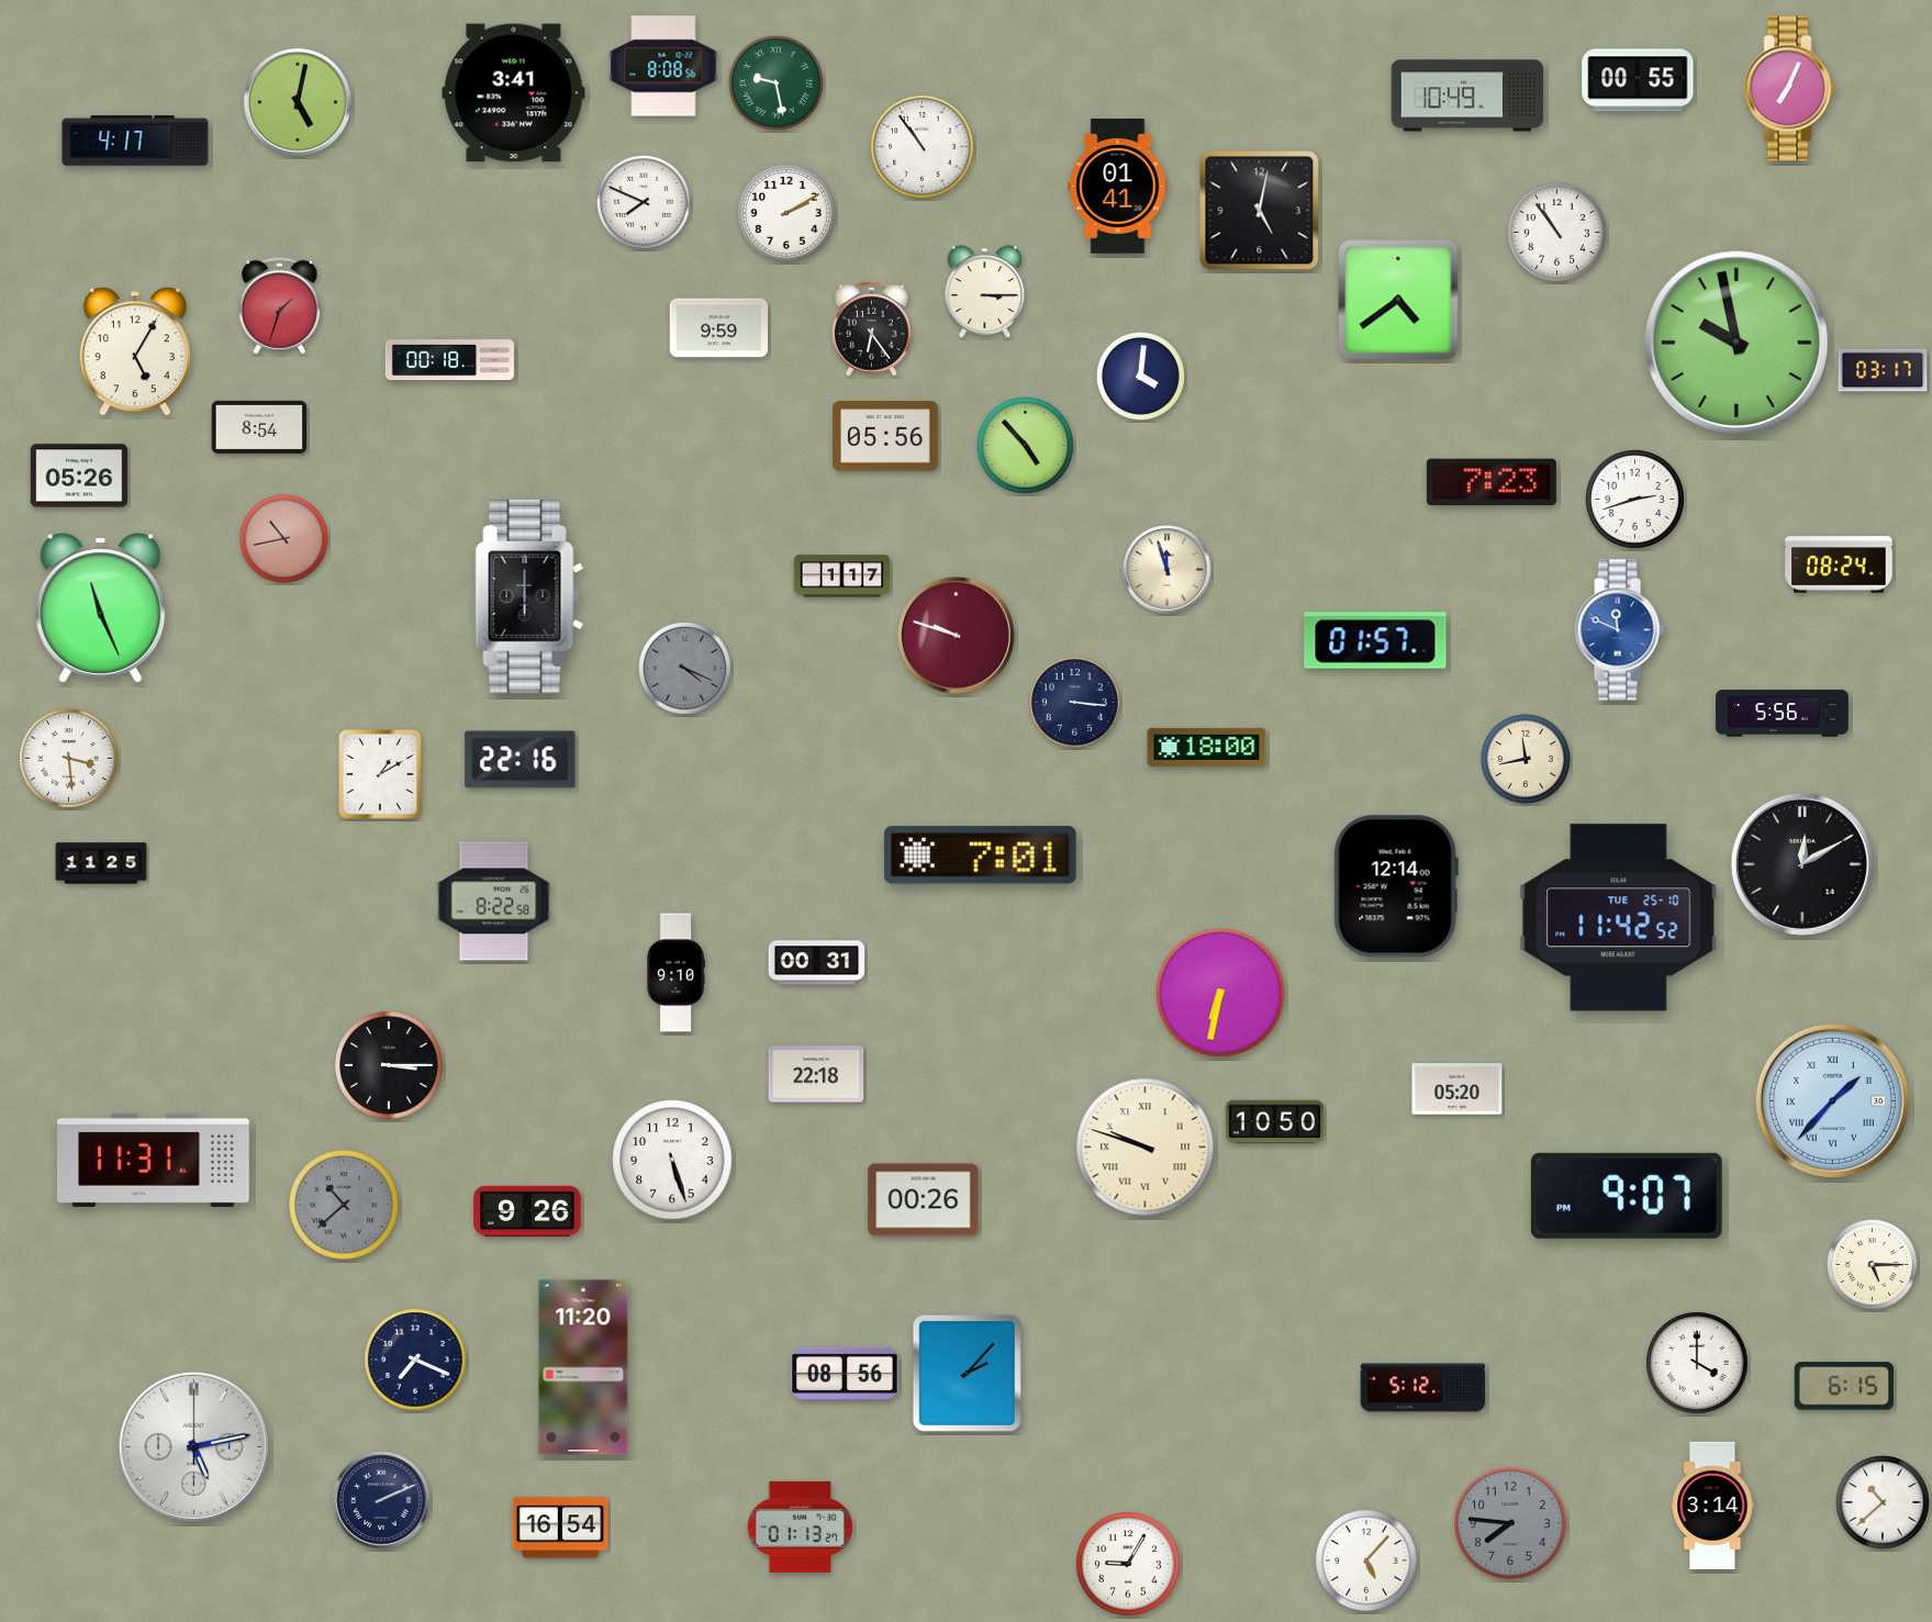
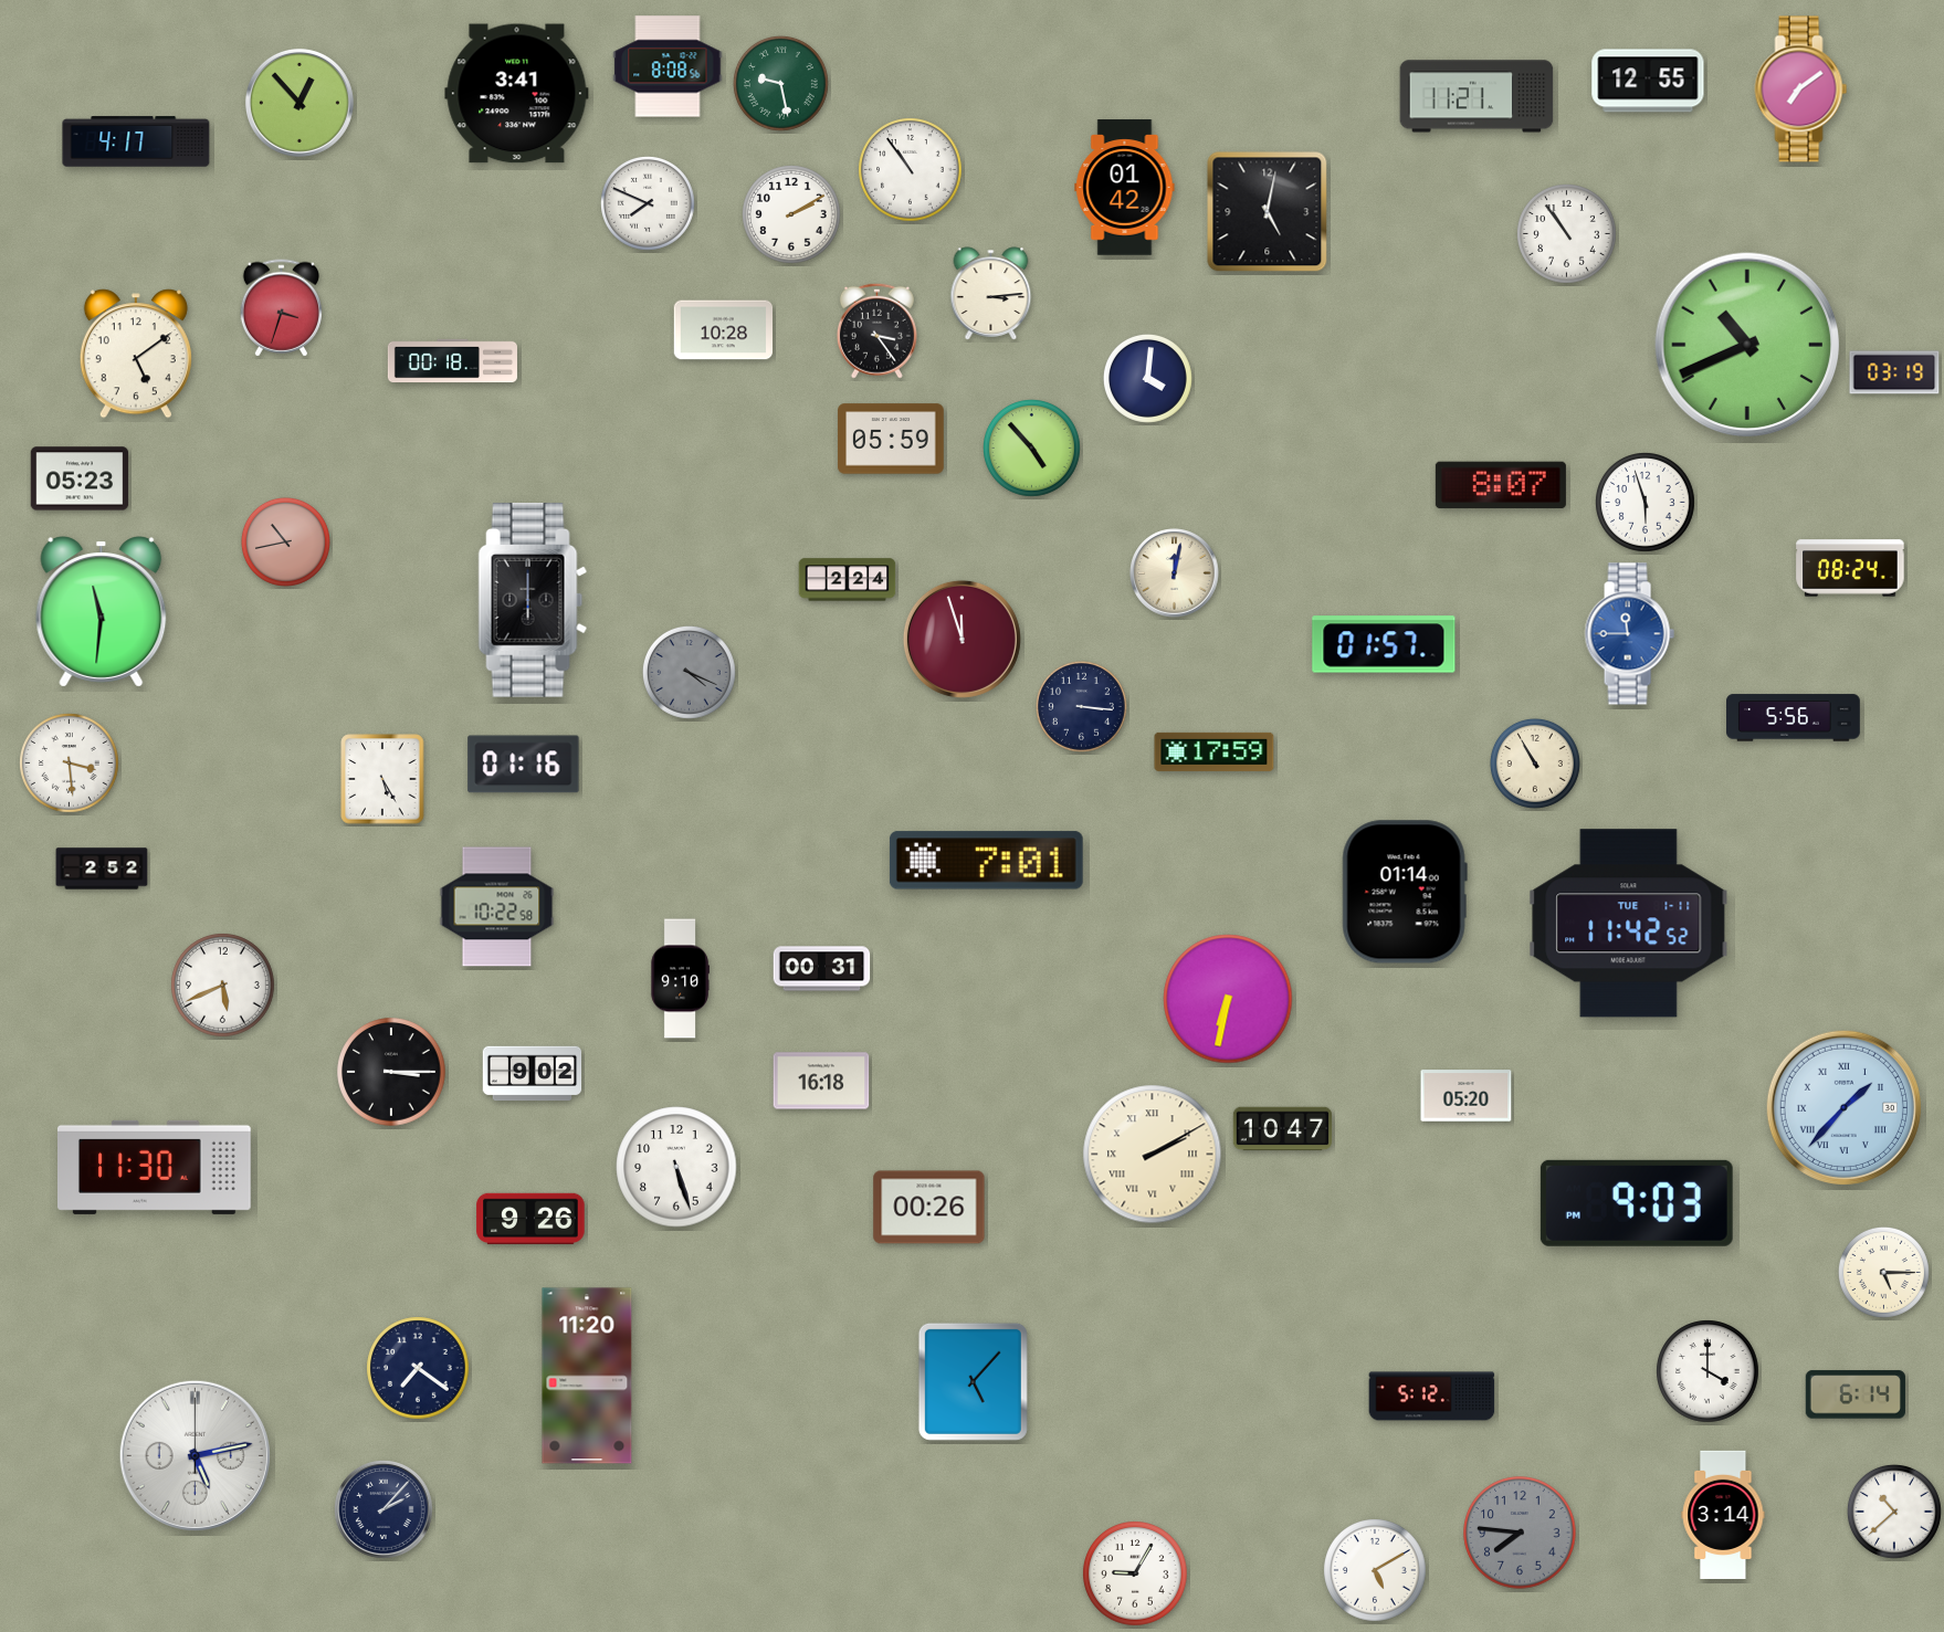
clock at (1638, 80): 00:55 -> 12:55
clock at (1790, 89): 7:04 -> 7:09
clock at (1467, 96): 10:49 -> 11:21
clock at (298, 102): 5:02 -> 12:53
clock at (923, 147) position: (923, 147) -> (911, 170)
clock at (1118, 187): 01:41 -> 01:42
clock at (985, 292): 3:15 -> 3:14
clock at (1398, 300): 4:39 -> none
clock at (279, 306): 1:33 -> 3:33
clock at (719, 328): 9:59 -> 10:28
clock at (871, 328): 6:24 -> 3:24
clock at (1736, 343): 9:58 -> 10:41
clock at (135, 351): 5:05 -> 5:09
clock at (1883, 370): 03:17 -> 03:19
clock at (259, 427): 8:54 -> none
clock at (885, 436): 05:56 -> 05:59
clock at (79, 476): 05:26 -> 05:23
clock at (1492, 482): 7:23 -> 8:07
clock at (1635, 500): 2:42 -> 5:57
clock at (1168, 570): 11:57 -> 12:02
clock at (842, 577): 1:17 -> 2:24
clock at (101, 608): 11:26 -> 11:31
clock at (1619, 630): 11:49 -> 11:45
clock at (956, 635): 9:48 -> 11:57
clock at (1207, 747): 18:00 -> 17:59
clock at (1526, 759): 11:43 -> 10:55
clock at (521, 760): 22:16 -> 01:16
clock at (380, 774): 1:10 -> 5:25
clock at (101, 863): 11:25 -> 2:52
clock at (1802, 864): 12:10 -> none
clock at (1396, 886): 12:14 -> 01:14
clock at (494, 902): 8:22 -> 10:22
clock at (1619, 918) date: TUE 25-10 -> TUE 1-11
clock at (223, 986): none -> 5:41
clock at (533, 1074): none -> 9:02
clock at (816, 1074): 22:18 -> 16:18
clock at (1275, 1122): 10:50 -> 10:47
clock at (1146, 1148): 9:48 -> 2:10
clock at (154, 1160): 11:31 -> 11:30
clock at (1627, 1196): 9:07 -> 9:03
clock at (344, 1205): 10:38 -> none
clock at (415, 1360): 7:19 -> 7:21
clock at (967, 1373): 2:07 -> 5:07
clock at (845, 1374): 08:56 -> none
clock at (1844, 1386): 6:15 -> 6:14
clock at (382, 1501): 2:11 -> 2:07
clock at (801, 1526): 01:13 -> none
clock at (560, 1528): 16:54 -> none
clock at (1366, 1561): 5:07 -> 5:10
